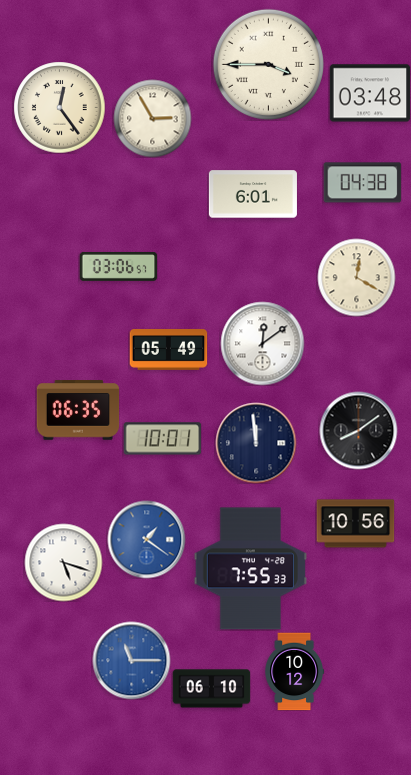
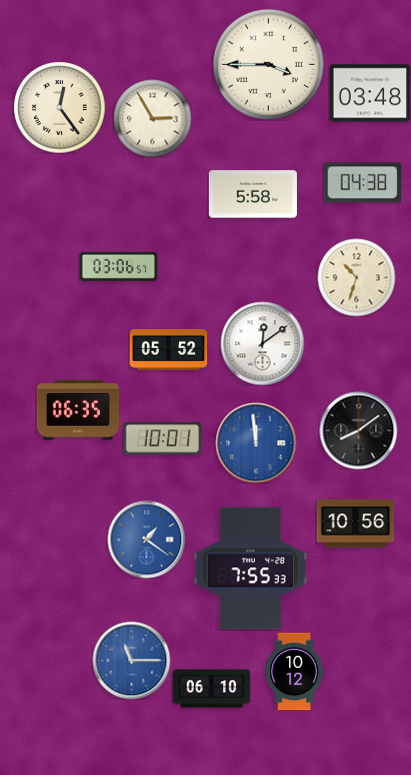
clock at (253, 194): 6:01 -> 5:58
clock at (356, 277): 12:20 -> 10:33
clock at (168, 350): 05:49 -> 05:52
clock at (256, 443) dial: navy -> blue
clock at (63, 562): 5:18 -> none
